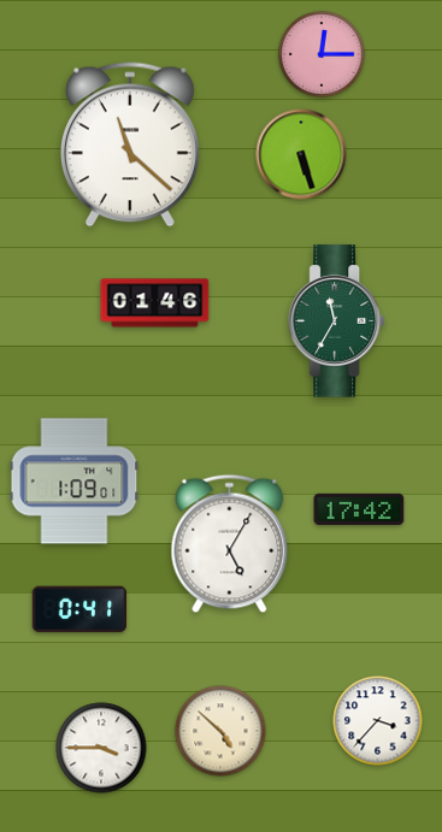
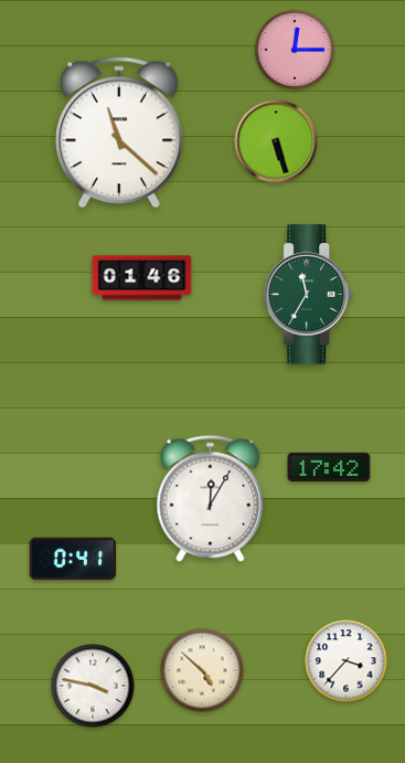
clock at (75, 482): 1:09 -> none
clock at (230, 544): 5:05 -> 12:05
clock at (101, 748): 3:45 -> 3:47
